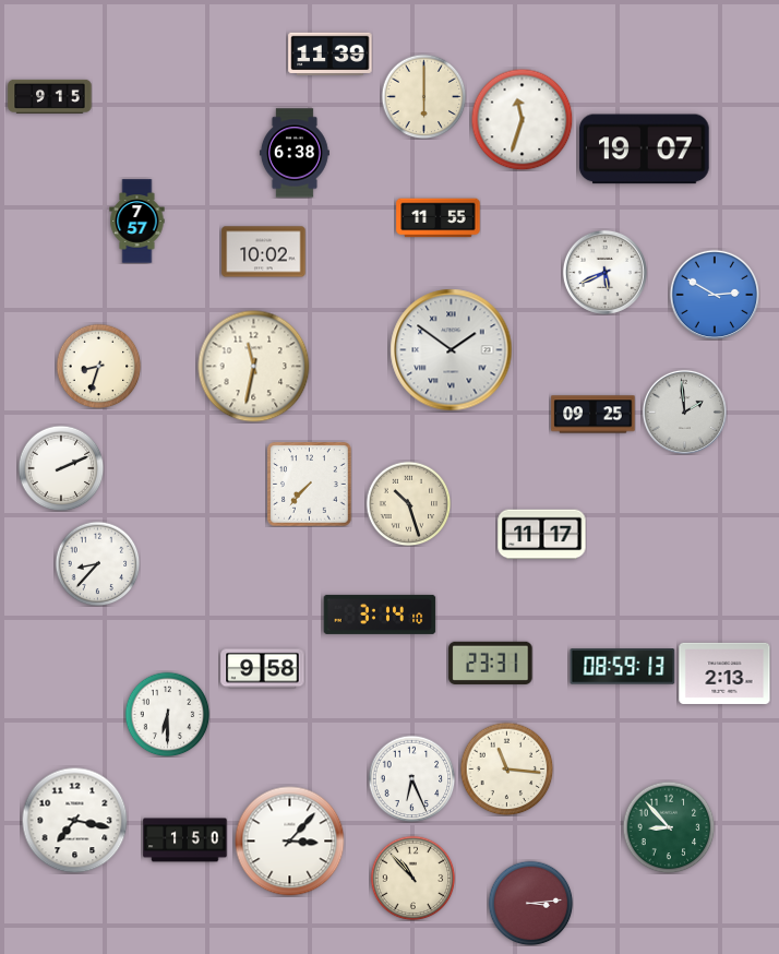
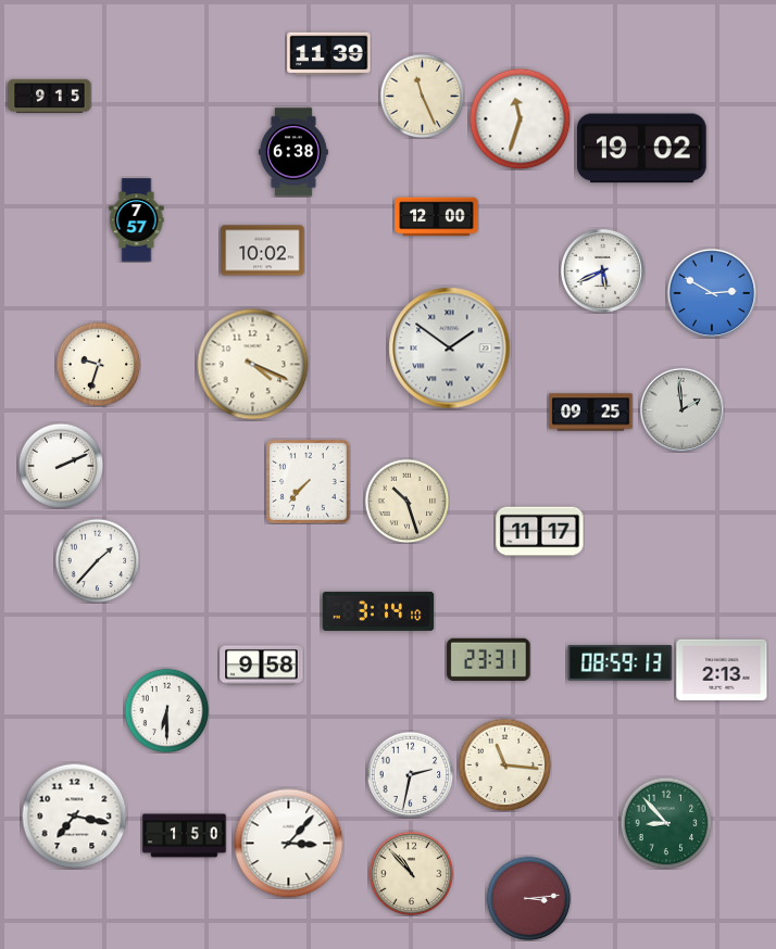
clock at (423, 96): 6:00 -> 11:26
clock at (645, 150): 19:07 -> 19:02
clock at (439, 218): 11:55 -> 12:00
clock at (98, 366): 8:33 -> 9:33
clock at (254, 367): 11:32 -> 4:19
clock at (97, 563): 8:37 -> 1:37
clock at (411, 778): 6:26 -> 2:32
clock at (290, 842) position: (290, 842) -> (289, 844)
